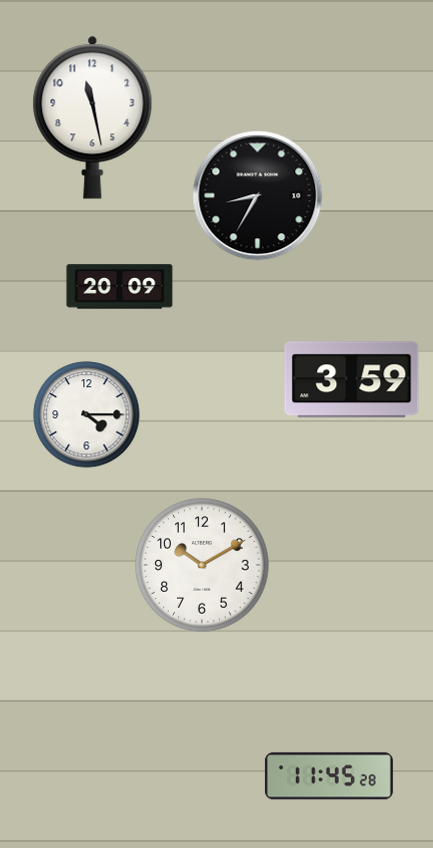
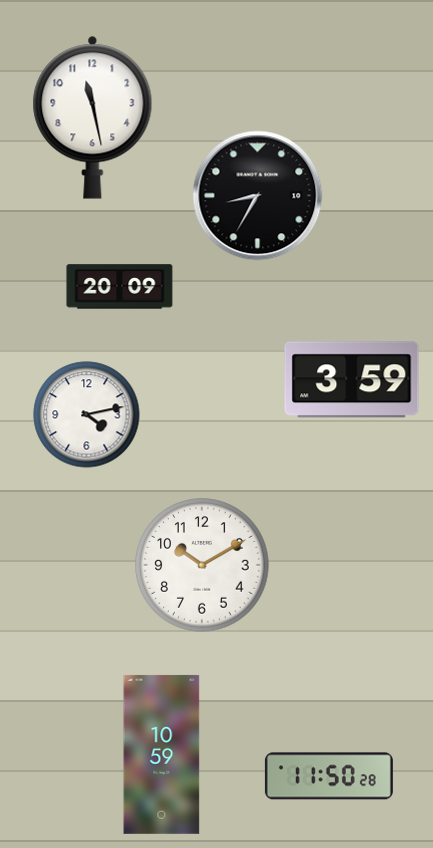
clock at (87, 415): 4:15 -> 4:13
clock at (162, 754): none -> 10:59
clock at (329, 776): 11:45 -> 11:50
